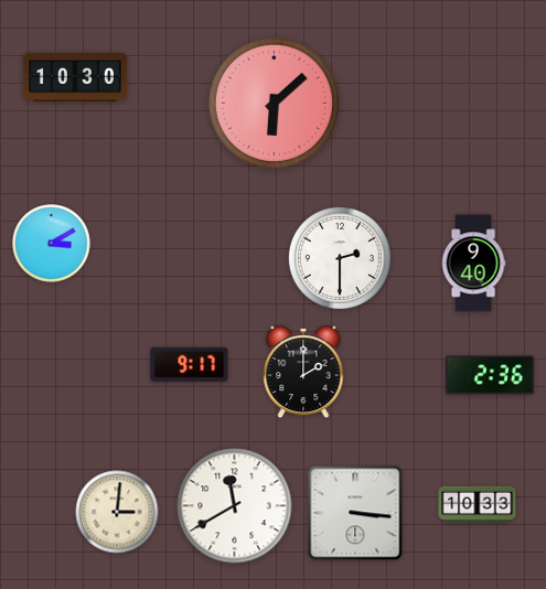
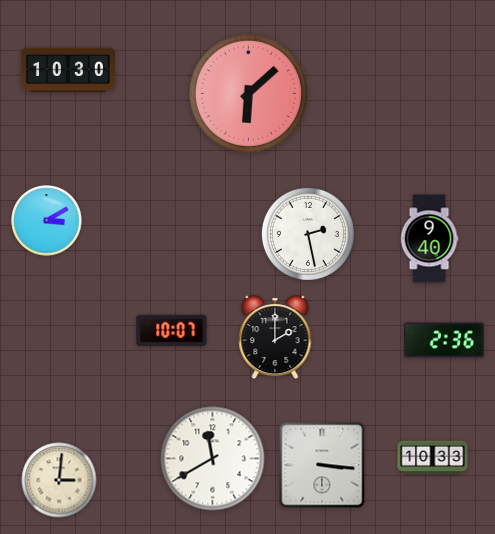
clock at (340, 258): 2:30 -> 2:28
clock at (190, 364): 9:17 -> 10:07
clock at (117, 512) position: (117, 512) -> (59, 480)
